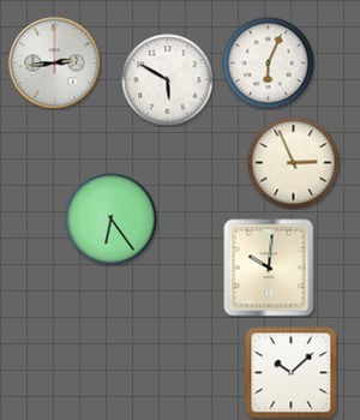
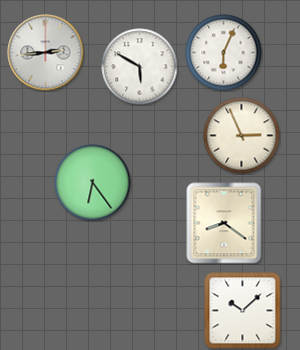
clock at (294, 163) position: (294, 163) -> (242, 136)
clock at (269, 268): 10:01 -> 8:21
